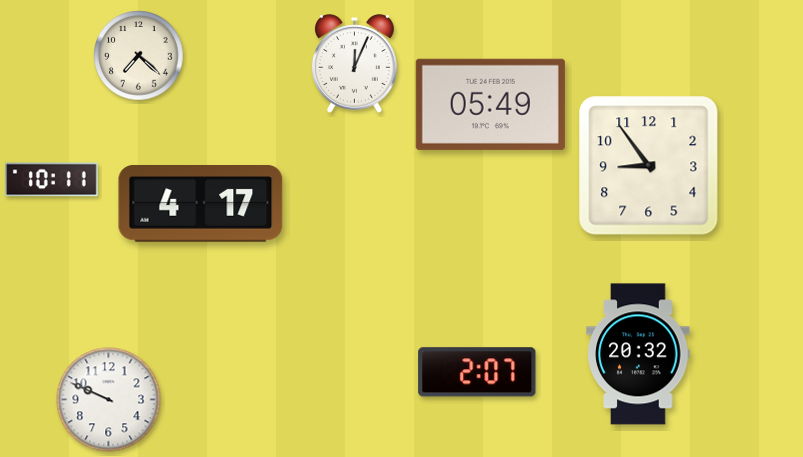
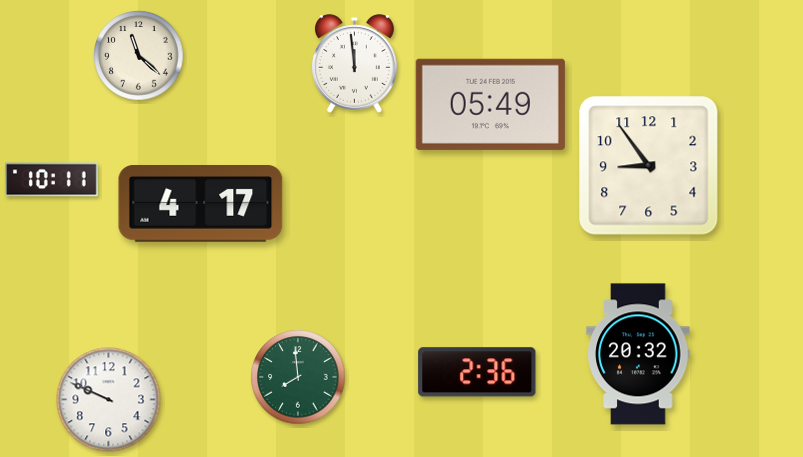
clock at (139, 56): 7:22 -> 11:22
clock at (355, 64): 12:04 -> 11:59
clock at (477, 372): 2:07 -> 2:36
clock at (298, 377): none -> 7:59
